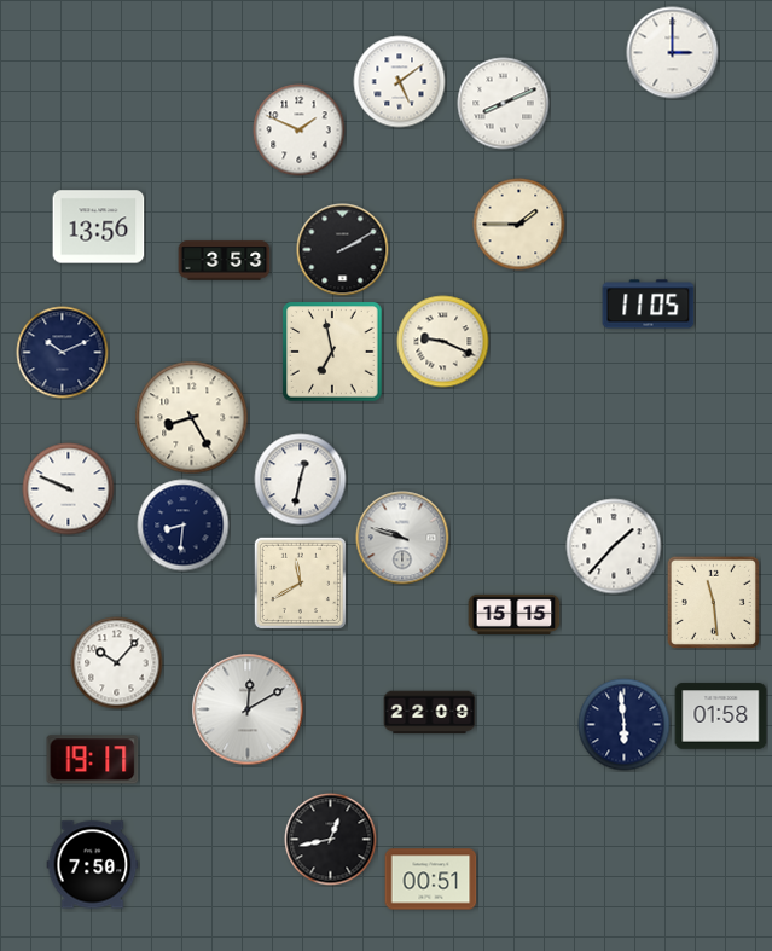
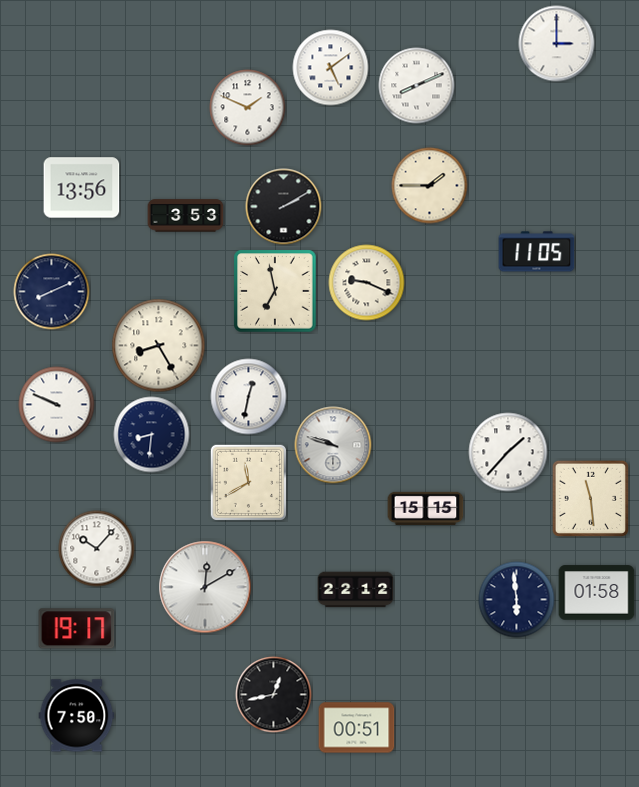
clock at (63, 353): 10:11 -> 8:11
clock at (430, 713): 22:09 -> 22:12
